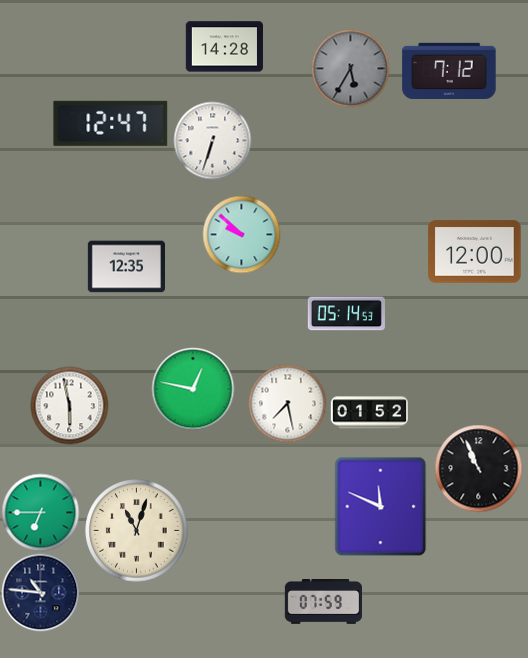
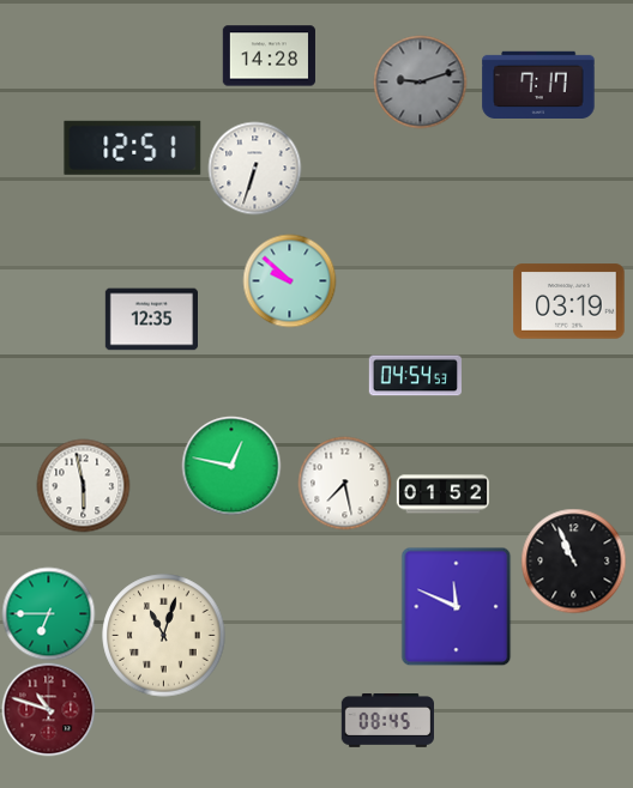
clock at (350, 68): 5:35 -> 9:12
clock at (449, 70): 7:12 -> 7:17
clock at (111, 123): 12:47 -> 12:51
clock at (475, 252): 12:00 -> 03:19
clock at (346, 314): 05:14 -> 04:54
clock at (40, 592): 10:46 -> 10:48
clock at (40, 592) dial: navy -> burgundy
clock at (323, 602): 07:59 -> 08:45
